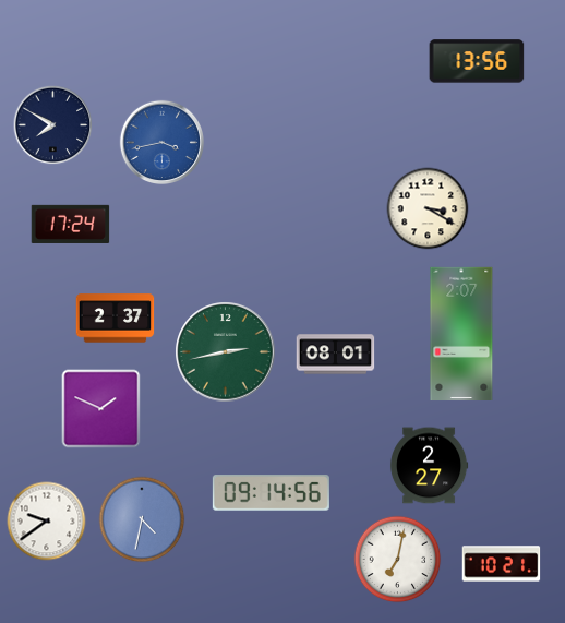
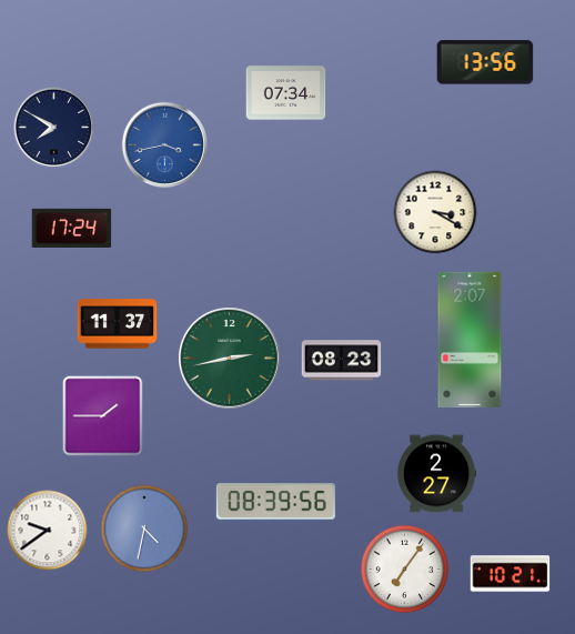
clock at (286, 93): none -> 07:34
clock at (116, 319): 2:37 -> 11:37
clock at (336, 355): 08:01 -> 08:23
clock at (101, 409): 1:49 -> 1:45
clock at (271, 493): 09:14 -> 08:39
clock at (398, 560): 7:02 -> 7:06
